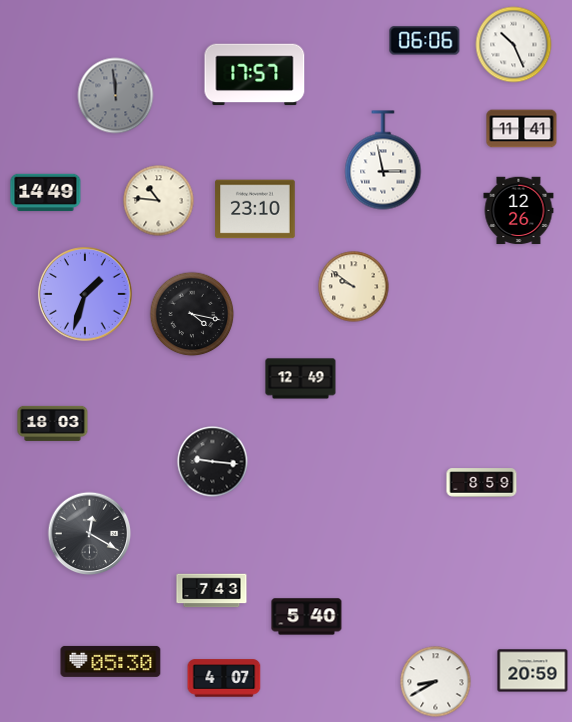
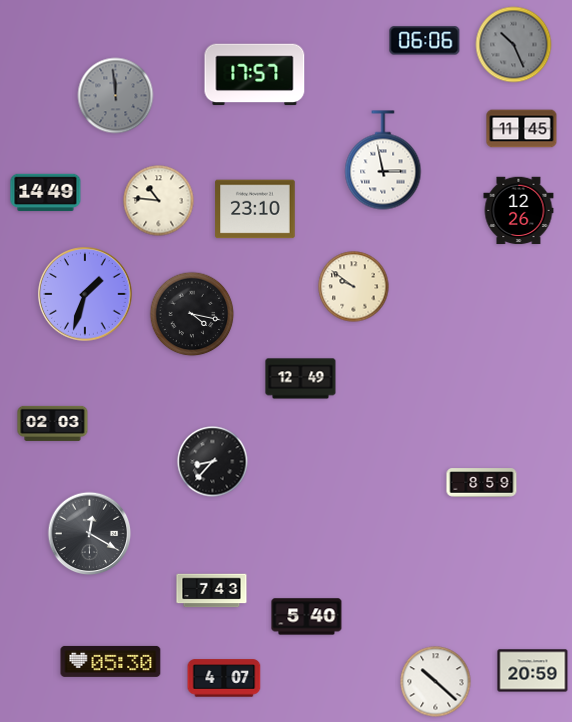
clock at (514, 45) dial: white -> grey
clock at (522, 129): 11:41 -> 11:45
clock at (53, 423): 18:03 -> 02:03
clock at (213, 462): 9:16 -> 8:37
clock at (436, 682): 8:40 -> 10:22
